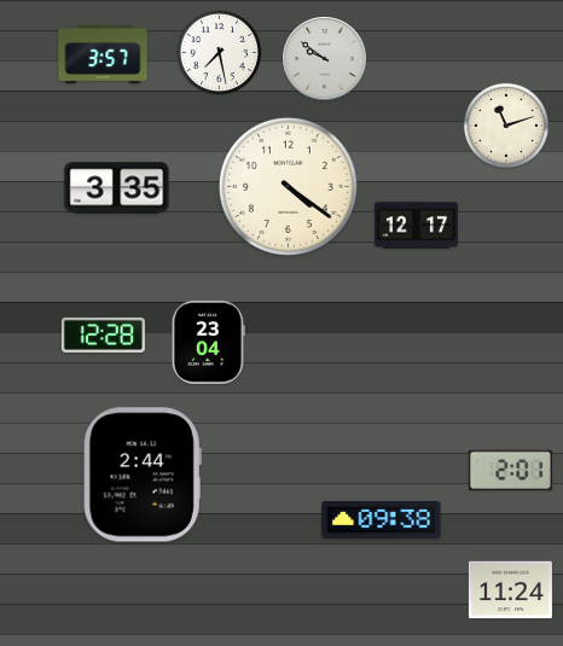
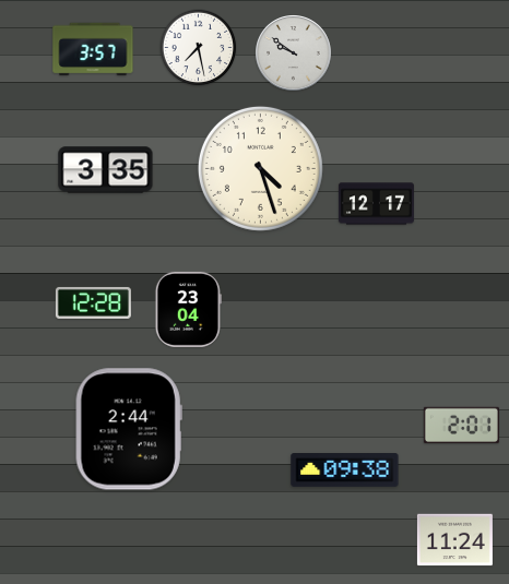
clock at (506, 126): 11:12 -> none
clock at (288, 186): 4:21 -> 4:27
clock at (510, 590) position: (510, 590) -> (454, 540)
